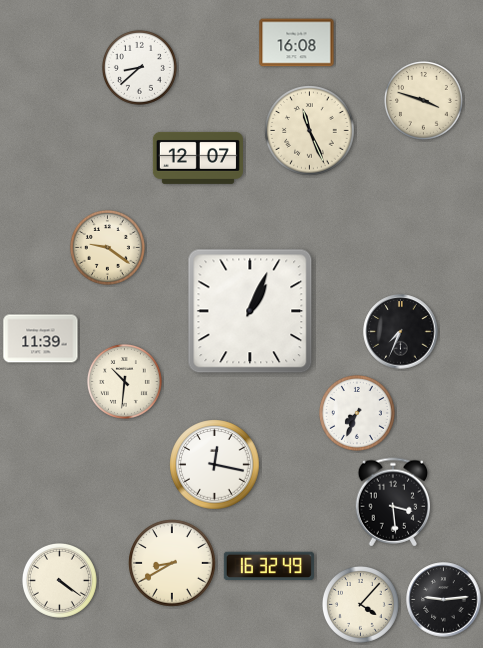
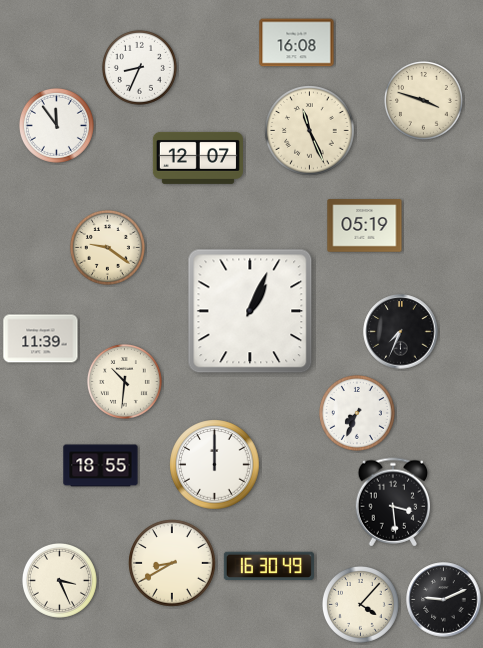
clock at (139, 67): 8:38 -> 8:34
clock at (56, 125): none -> 11:54
clock at (365, 226): none -> 05:19
clock at (215, 465): 12:17 -> 12:00
clock at (101, 466): none -> 18:55
clock at (269, 566): 16:32 -> 16:30
clock at (59, 580): 4:21 -> 3:26
clock at (444, 600): 9:14 -> 9:11
